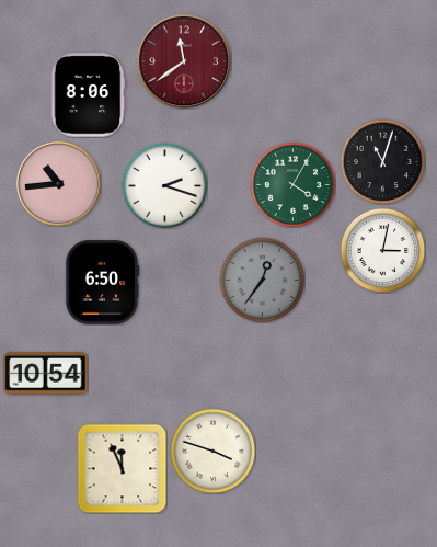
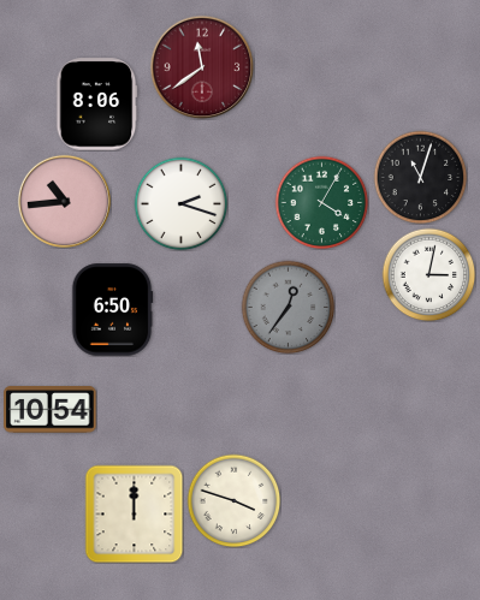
clock at (382, 250) position: (382, 250) -> (428, 274)
clock at (212, 451) position: (212, 451) -> (233, 500)
clock at (122, 468): 11:56 -> 12:00
